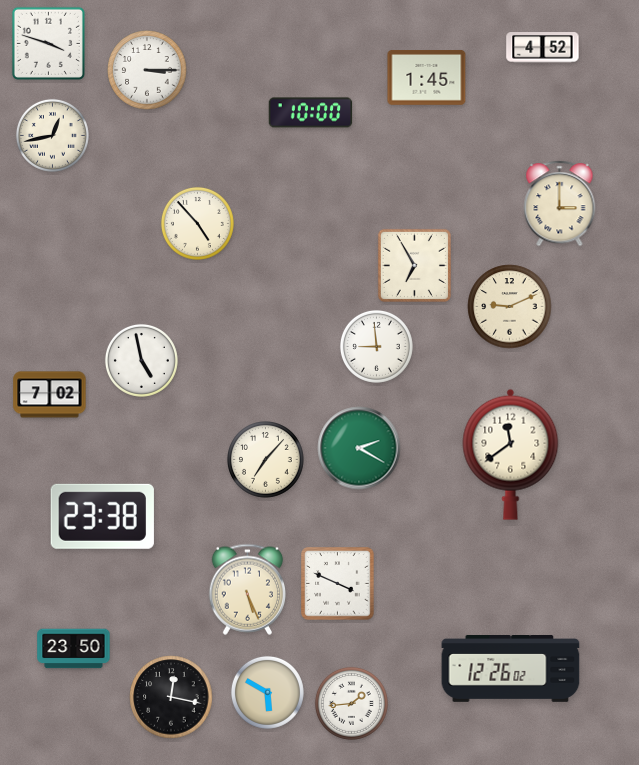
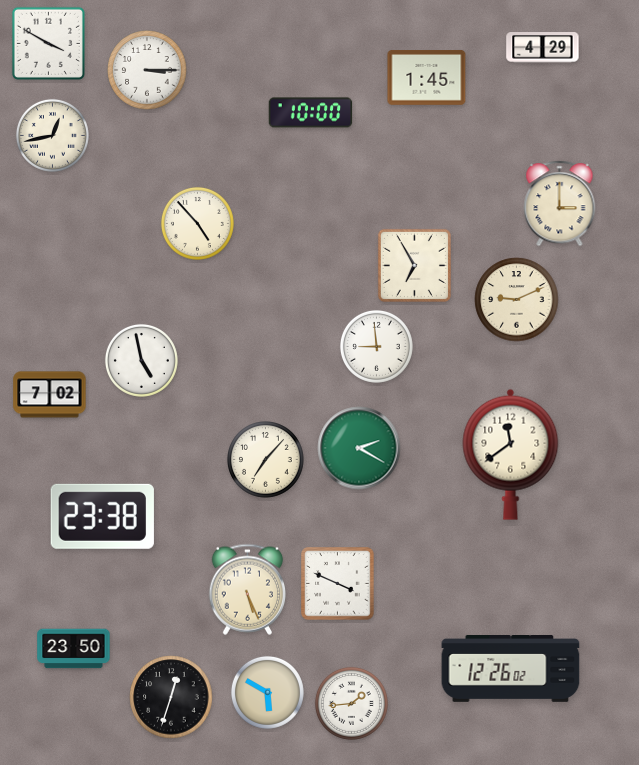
clock at (48, 43): 3:48 -> 3:50
clock at (543, 48): 4:52 -> 4:29
clock at (510, 307) position: (510, 307) -> (517, 300)
clock at (171, 697): 12:17 -> 12:33
